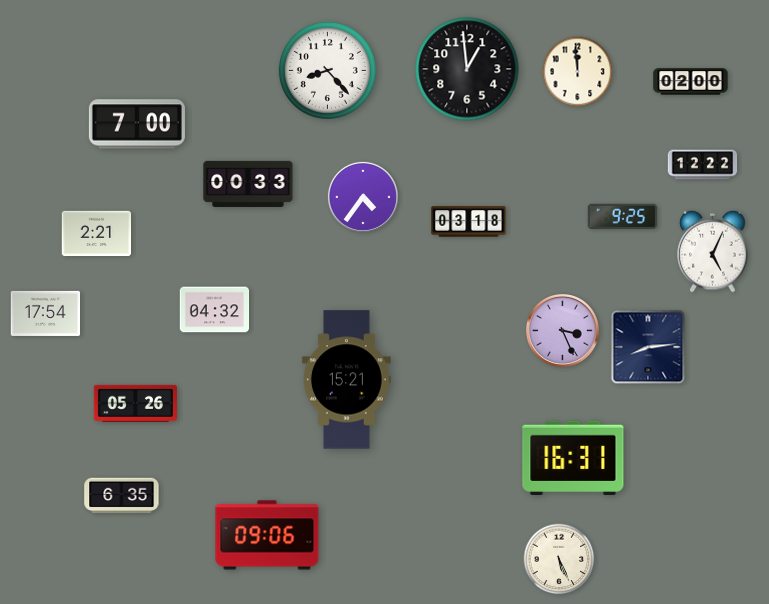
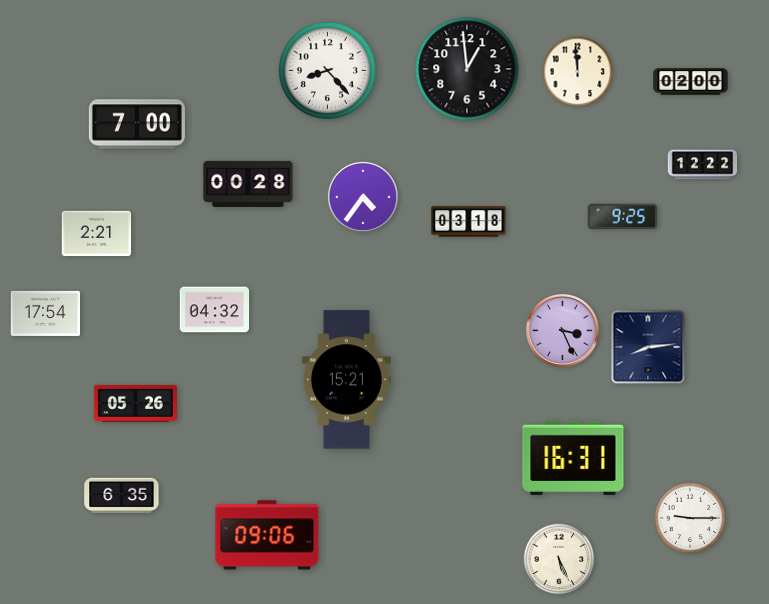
clock at (248, 184): 00:33 -> 00:28
clock at (713, 251): 5:04 -> none
clock at (690, 518): none -> 9:15
